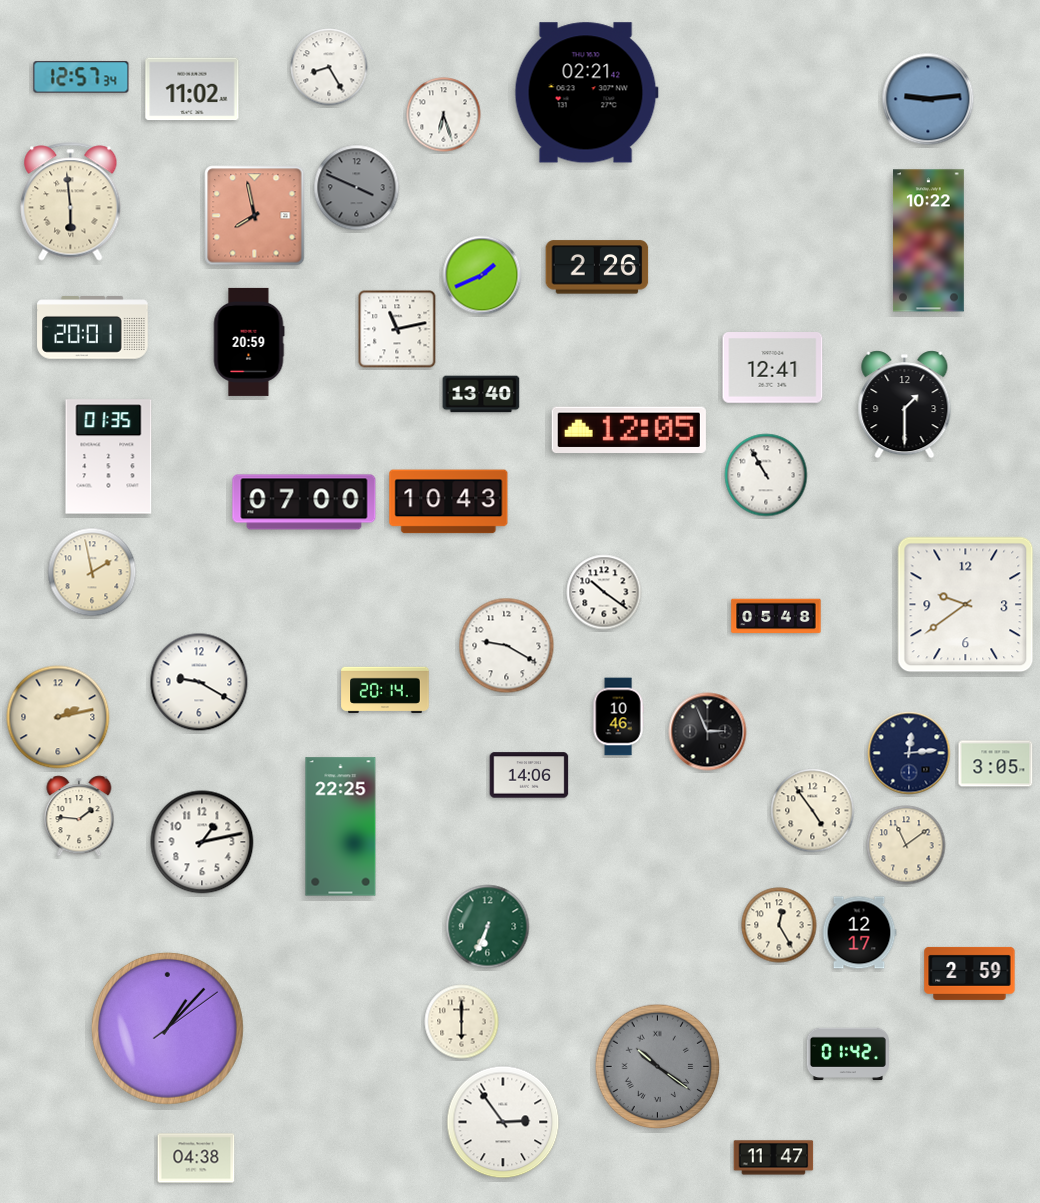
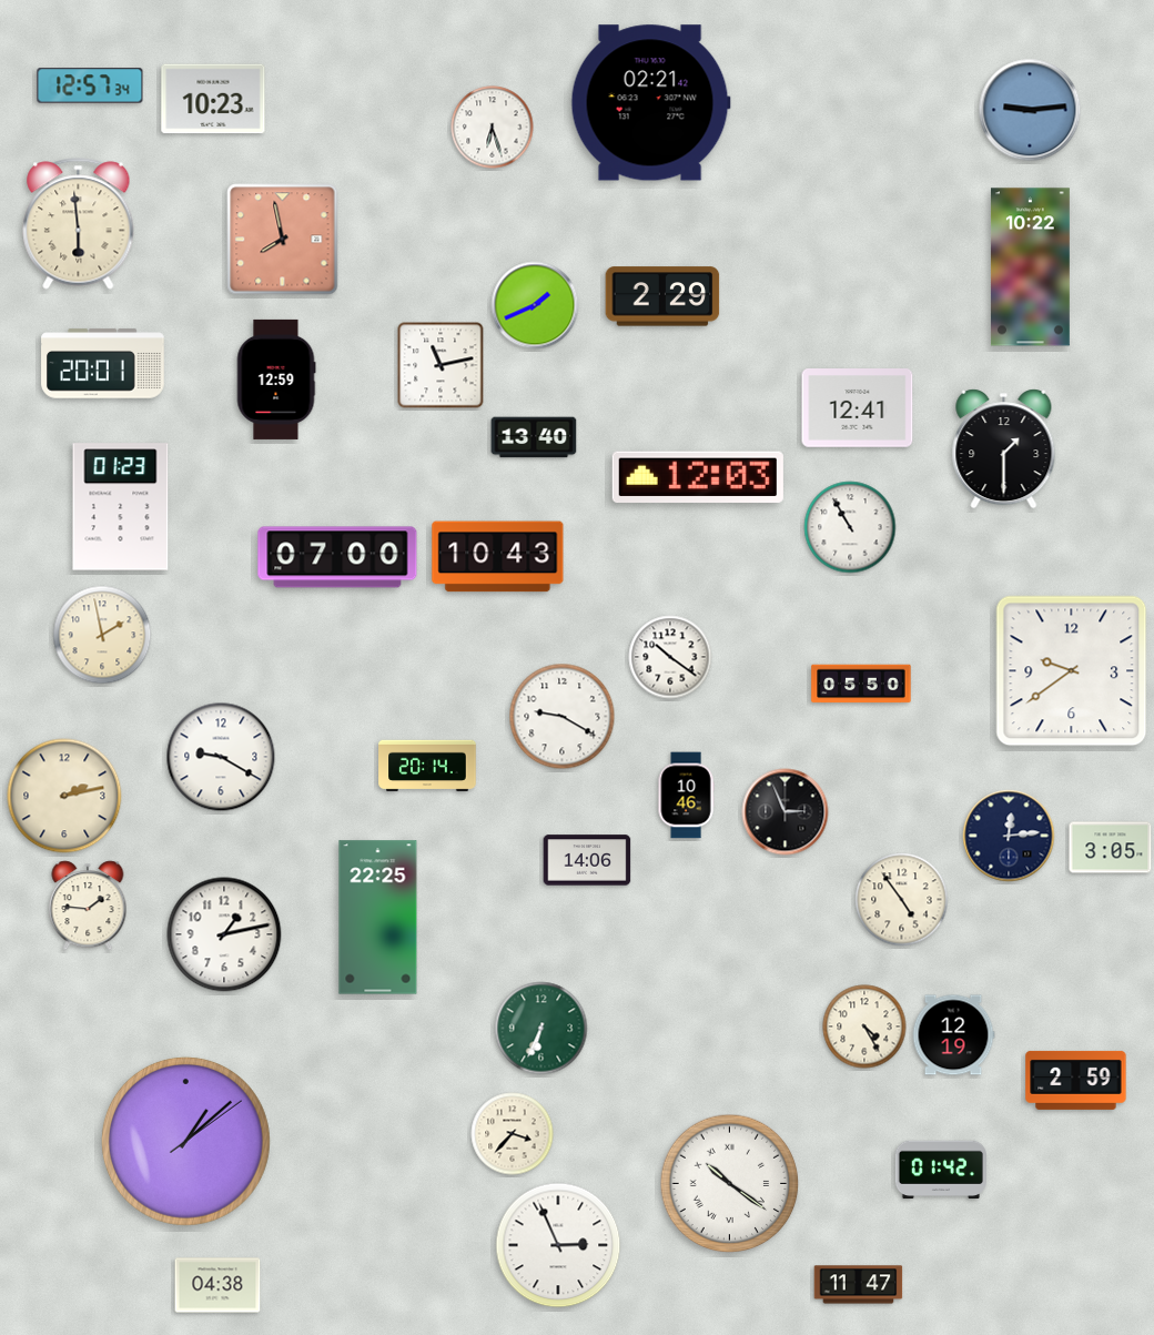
clock at (329, 67): 8:25 -> none
clock at (192, 89): 11:02 -> 10:23
clock at (357, 188): 3:49 -> none
clock at (597, 267): 2:26 -> 2:29
clock at (249, 342): 20:59 -> 12:59
clock at (629, 430): 12:05 -> 12:03
clock at (109, 457): 01:35 -> 01:23
clock at (776, 616): 05:48 -> 05:50
clock at (996, 764) position: (996, 764) -> (1111, 848)
clock at (906, 845): 11:09 -> none
clock at (779, 925): 12:25 -> 4:25
clock at (859, 933): 12:17 -> 12:19
clock at (462, 1022): 6:00 -> 3:37
clock at (167, 1028): 1:07 -> 1:08
clock at (658, 1067) dial: grey -> white
clock at (503, 1122): 2:54 -> 2:56
